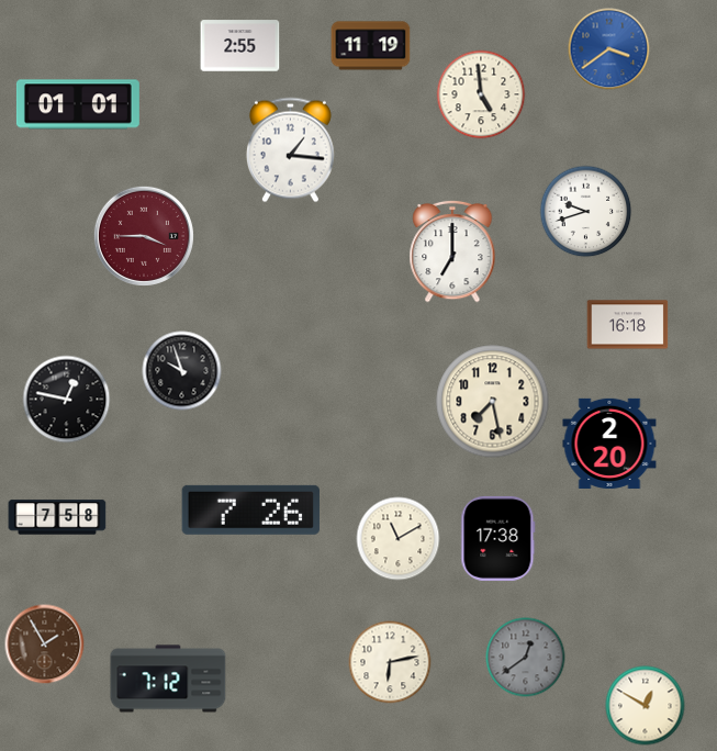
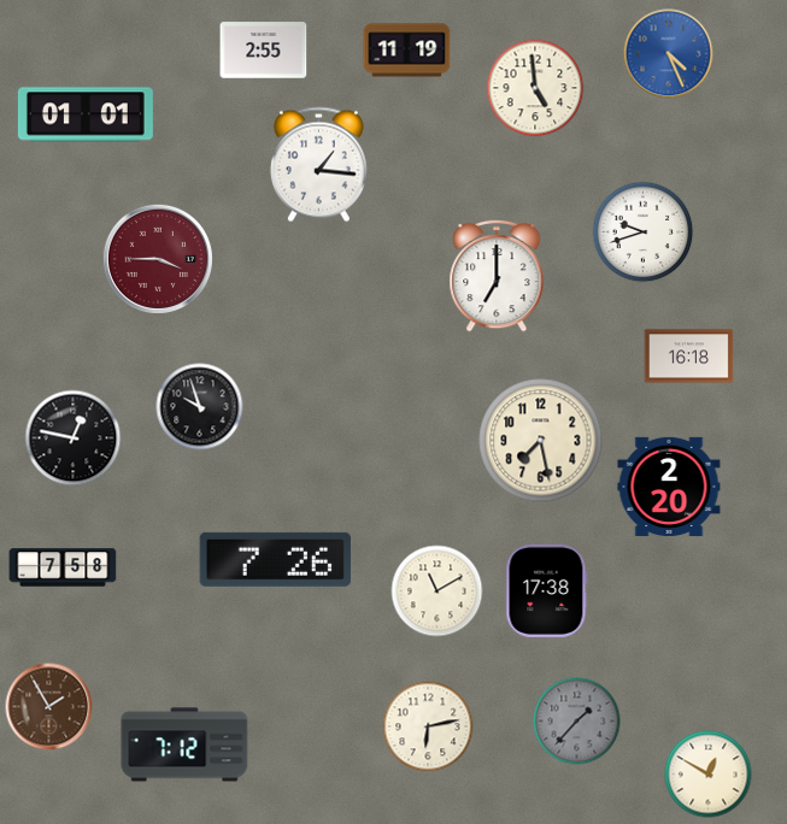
clock at (609, 49): 3:39 -> 4:26
clock at (481, 94) position: (481, 94) -> (535, 88)
clock at (526, 658): 12:39 -> 1:37
